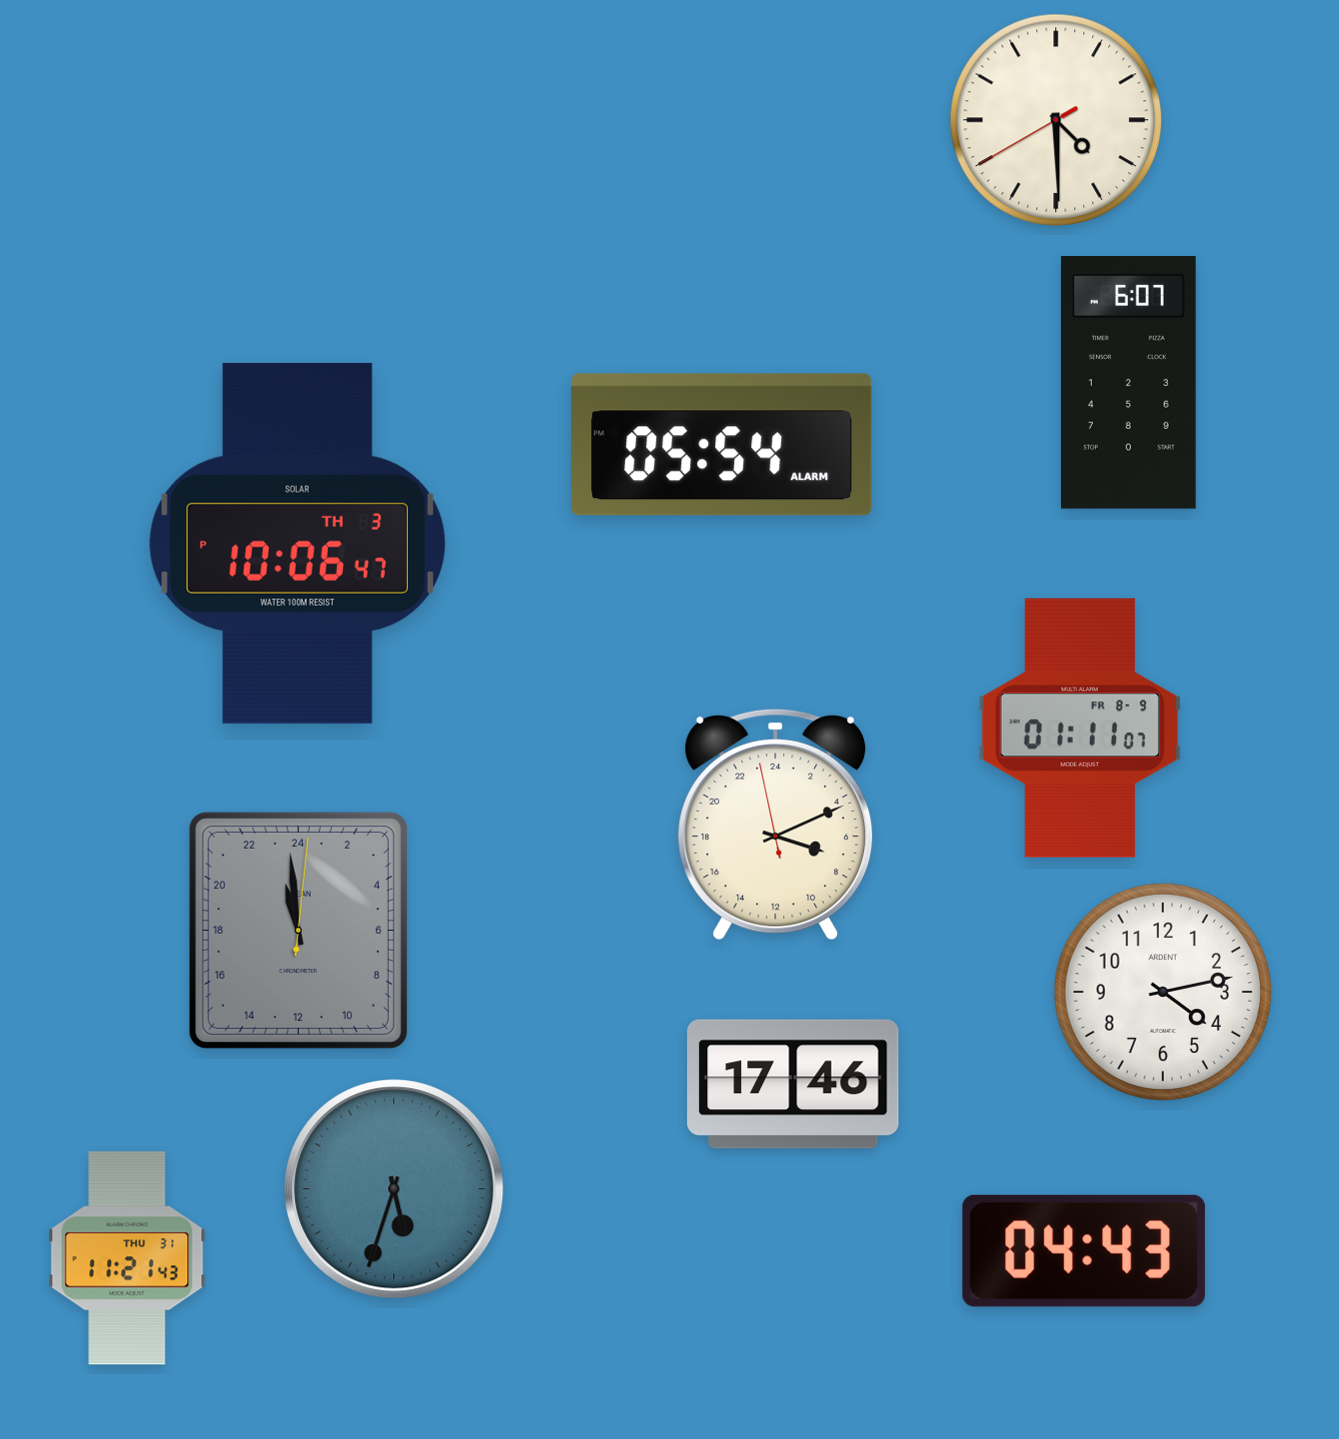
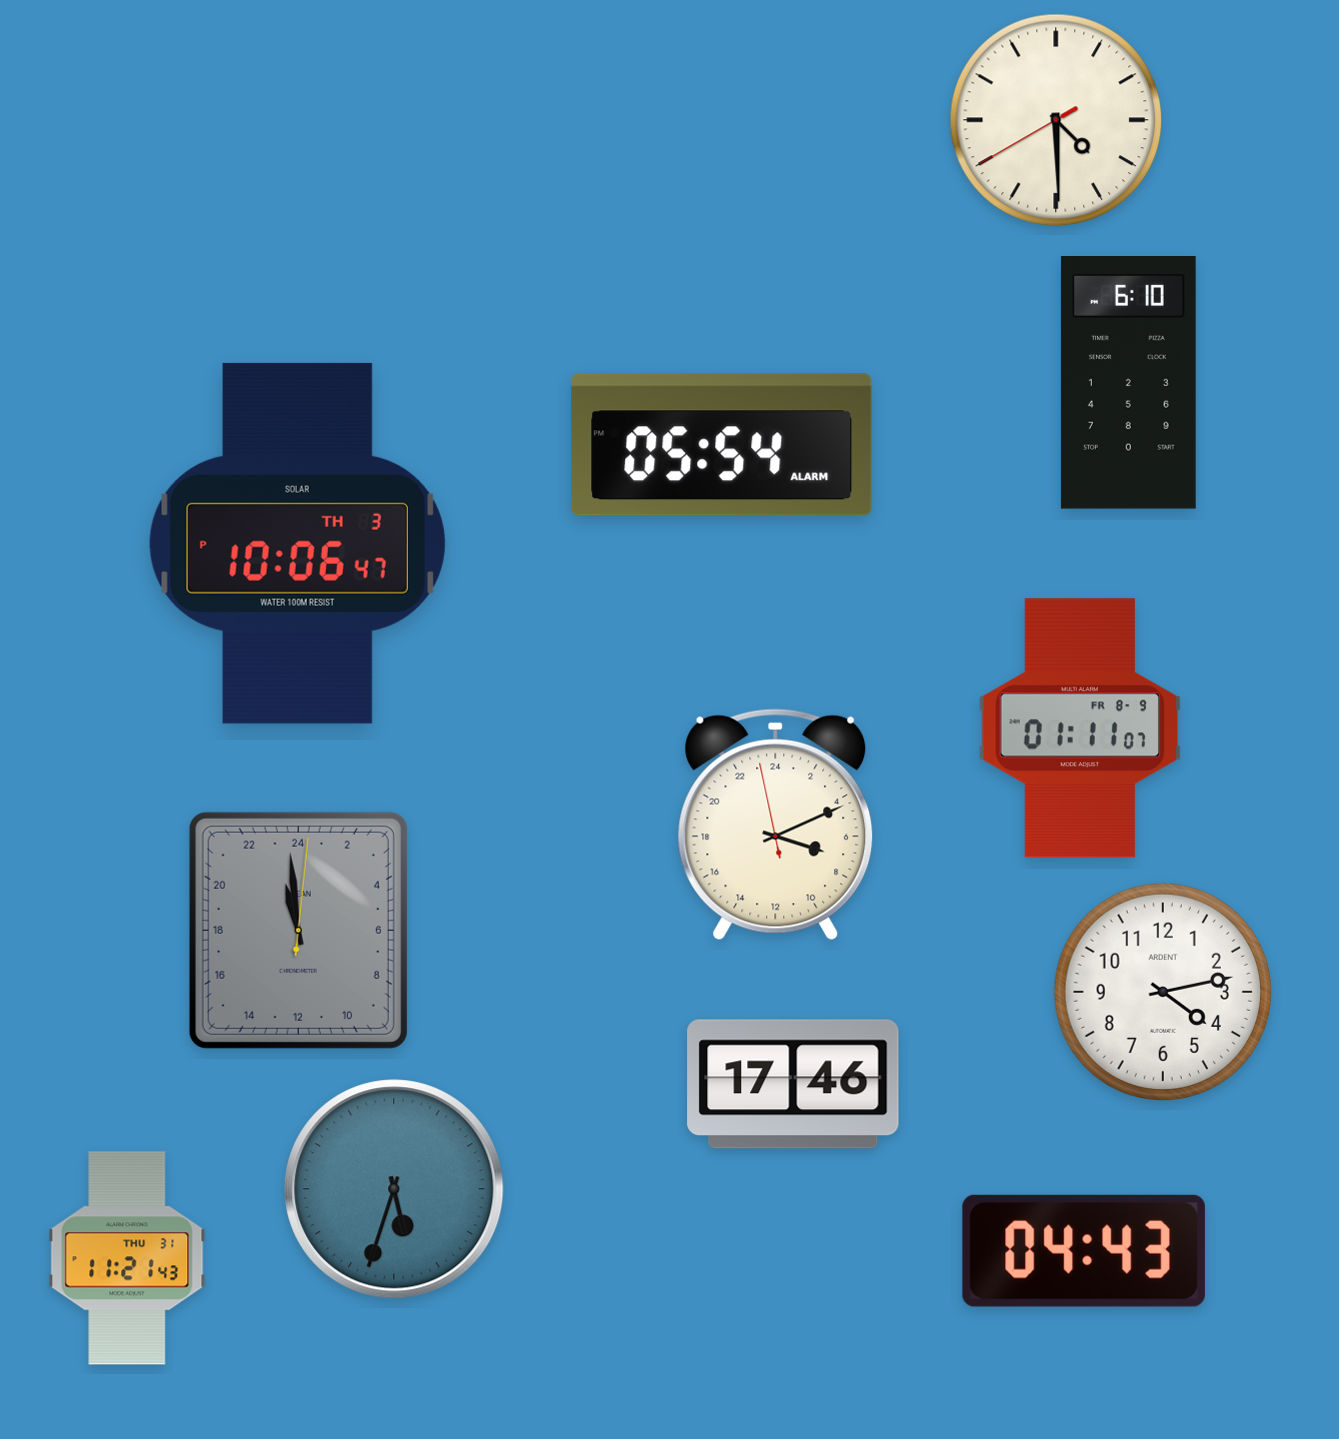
clock at (1128, 383): 6:07 -> 6:10
